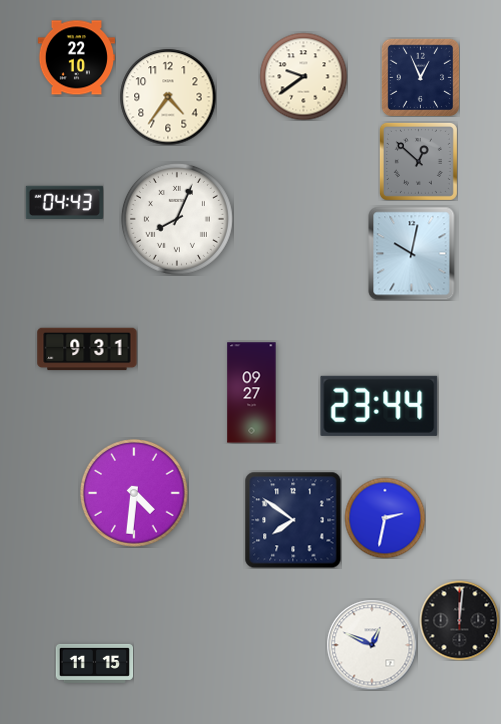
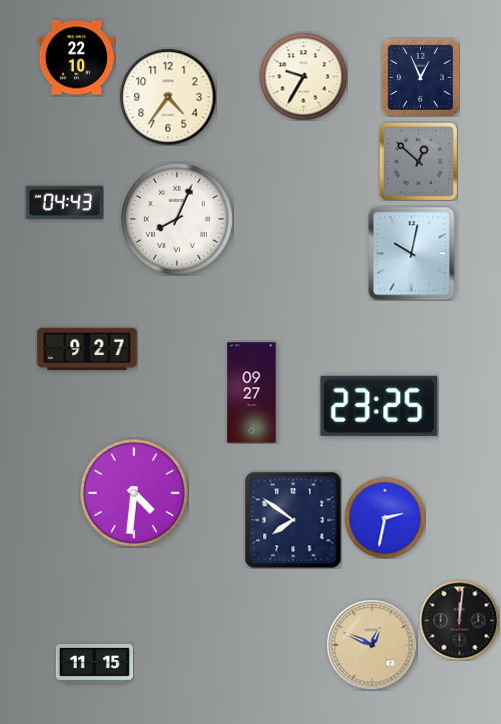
clock at (303, 76): 9:39 -> 9:35
clock at (87, 349): 9:31 -> 9:27
clock at (379, 406): 23:44 -> 23:25
clock at (372, 645) dial: white -> champagne
